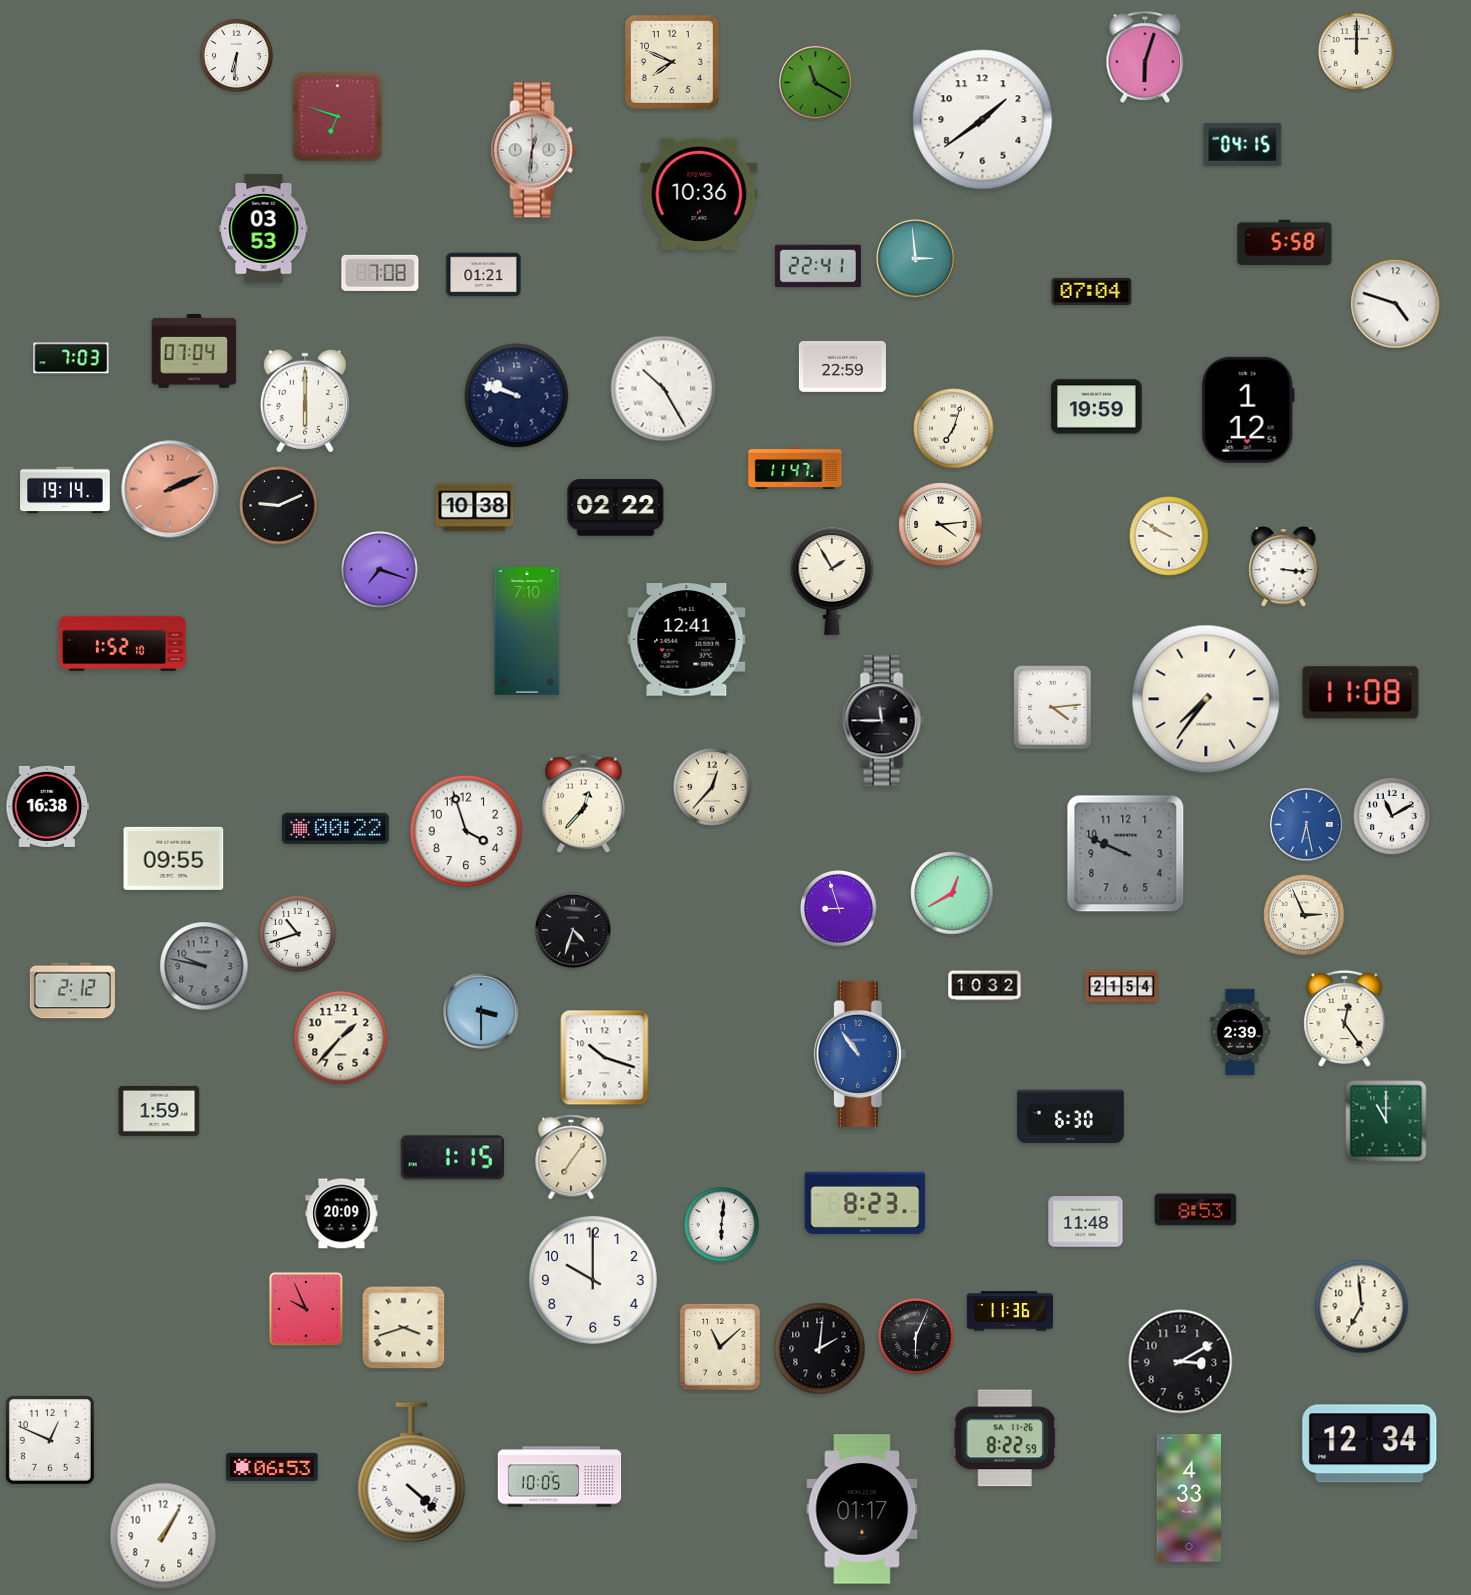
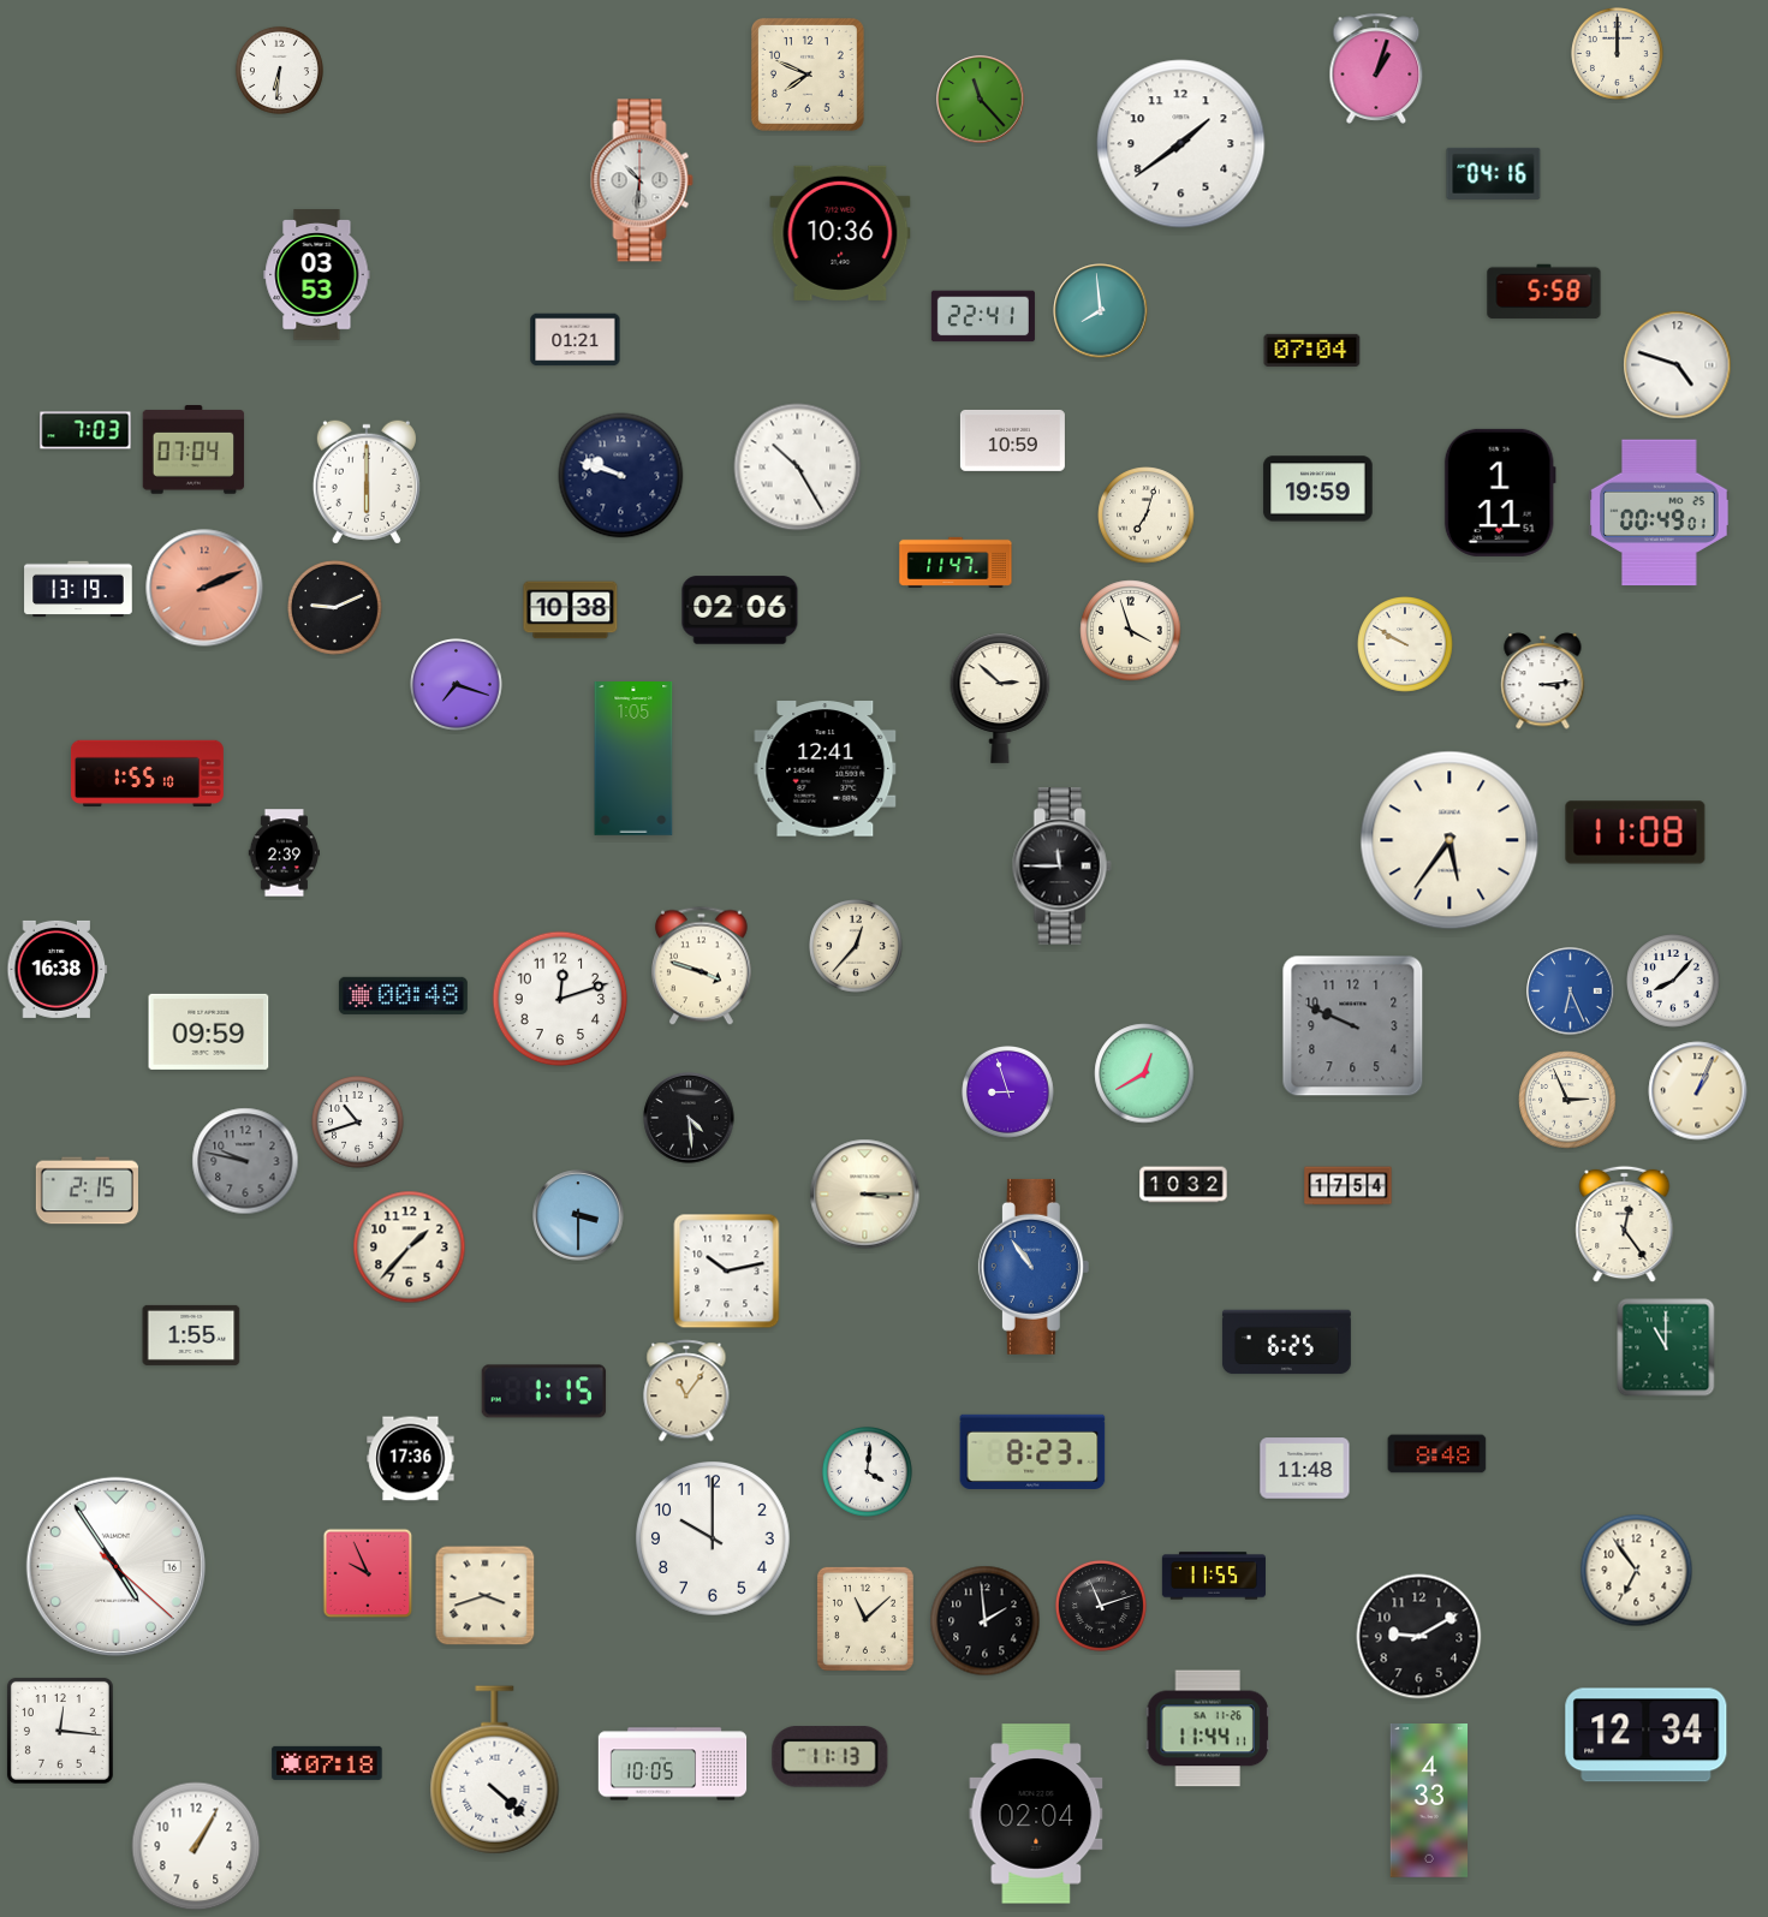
clock at (1357, 52) position: (1357, 52) -> (1618, 54)
clock at (236, 55) position: (236, 55) -> (279, 70)
clock at (1145, 57): 6:03 -> 1:03
clock at (816, 83): 11:20 -> 11:23
clock at (338, 117): 6:48 -> none
clock at (1243, 144): 04:15 -> 04:16
clock at (534, 150): 12:31 -> 10:31
clock at (916, 259): 2:59 -> 7:59
clock at (818, 266) position: (818, 266) -> (983, 316)
clock at (380, 273): 7:08 -> none
clock at (484, 275) position: (484, 275) -> (576, 340)
clock at (194, 351) position: (194, 351) -> (194, 450)
clock at (842, 366): 22:59 -> 10:59
clock at (1248, 410): 1:12 -> 1:11
clock at (1660, 513): none -> 00:49
clock at (65, 490): 19:14 -> 13:19
clock at (616, 508): 02:22 -> 02:06
clock at (941, 525): 4:14 -> 3:57
clock at (1284, 567): 3:16 -> 3:14
clock at (832, 581): 1:55 -> 2:52
clock at (527, 632): 7:10 -> 1:05
clock at (122, 644): 1:52 -> 1:55
clock at (1206, 699): 7:36 -> 5:36
clock at (1053, 708): 4:14 -> none
clock at (285, 853): none -> 2:39
clock at (584, 804): 12:37 -> 3:48
clock at (1393, 817): 11:10 -> 8:07
clock at (1307, 825): 6:28 -> 6:26
clock at (335, 828): 00:22 -> 00:48
clock at (466, 831): 3:57 -> 12:12
clock at (174, 858): 09:55 -> 09:59
clock at (1698, 1091): none -> 1:04
clock at (573, 930): 4:33 -> 4:29
clock at (1122, 987): 21:54 -> 17:54
clock at (72, 991): 2:12 -> 2:15
clock at (865, 1195): none -> 3:15
clock at (1345, 1019) position: (1345, 1019) -> (1625, 1225)
clock at (1240, 1032): 2:39 -> none
clock at (605, 1058): 10:18 -> 10:13
clock at (159, 1111): 1:59 -> 1:55
clock at (1070, 1117): 6:30 -> 6:25
clock at (571, 1157): 7:06 -> 11:06
clock at (865, 1203) position: (865, 1203) -> (1032, 1452)
clock at (1196, 1210): 8:53 -> 8:48
clock at (342, 1214): 20:09 -> 17:36
clock at (721, 1224): 6:01 -> 4:01
clock at (115, 1566): none -> 4:54
clock at (1362, 1307): 6:59 -> 6:54
clock at (1010, 1311): 11:36 -> 11:55
clock at (916, 1336): 6:04 -> 11:12
clock at (820, 1349): 2:01 -> 1:59
clock at (1181, 1362): 3:10 -> 9:10
clock at (1005, 1438): 8:22 -> 11:44
clock at (50, 1440): 12:49 -> 12:16
clock at (831, 1757): none -> 11:13
clock at (272, 1467): 06:53 -> 07:18
clock at (560, 1477) position: (560, 1477) -> (673, 1764)
clock at (862, 1509): 01:17 -> 02:04
